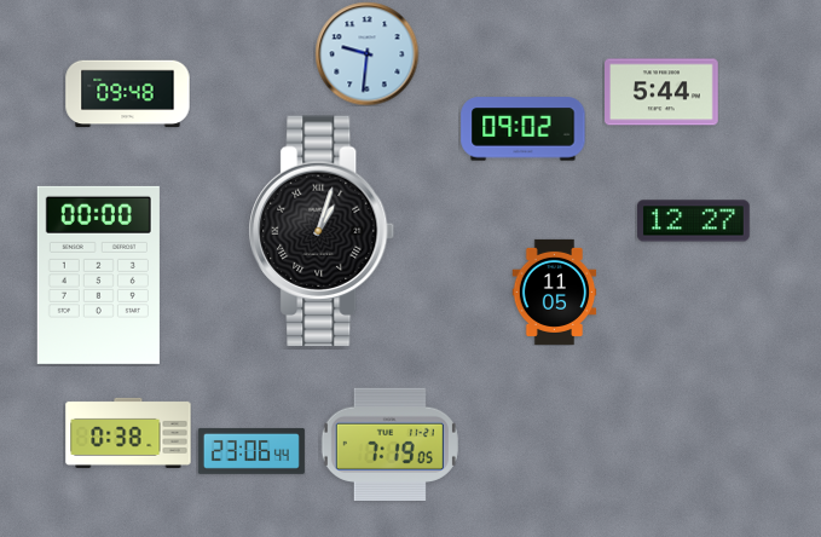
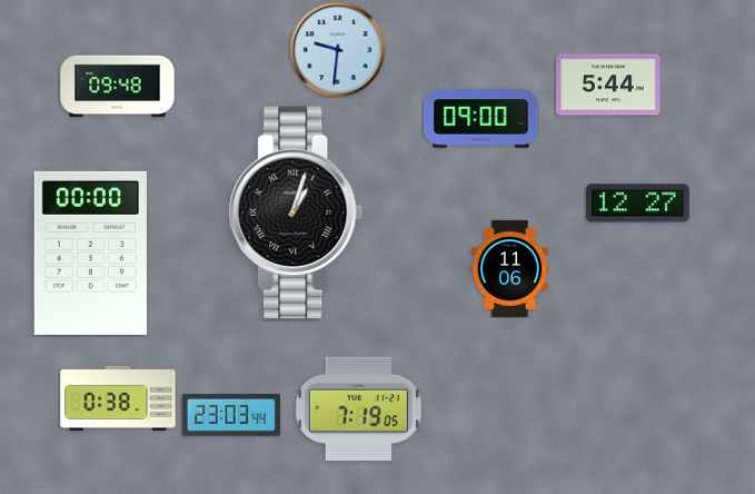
clock at (524, 129): 09:02 -> 09:00
clock at (555, 291): 11:05 -> 11:06
clock at (251, 451): 23:06 -> 23:03
